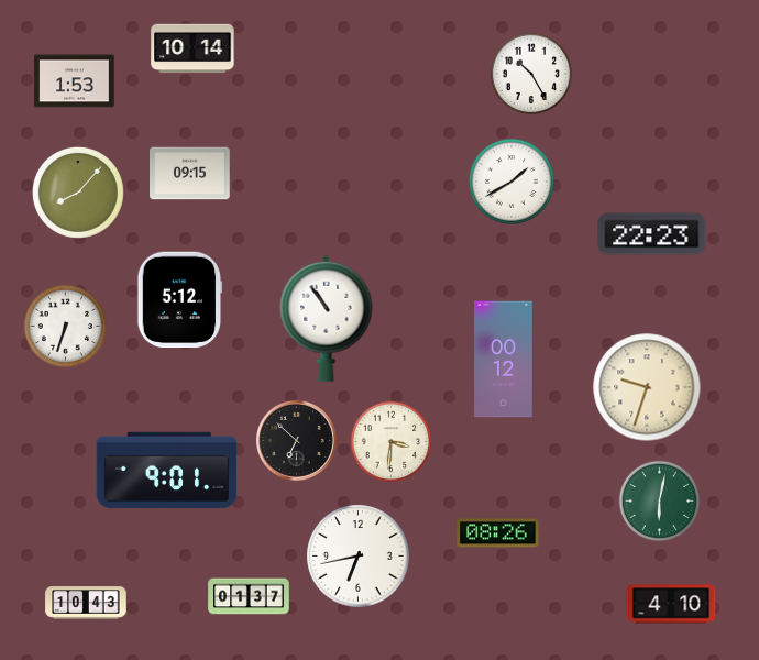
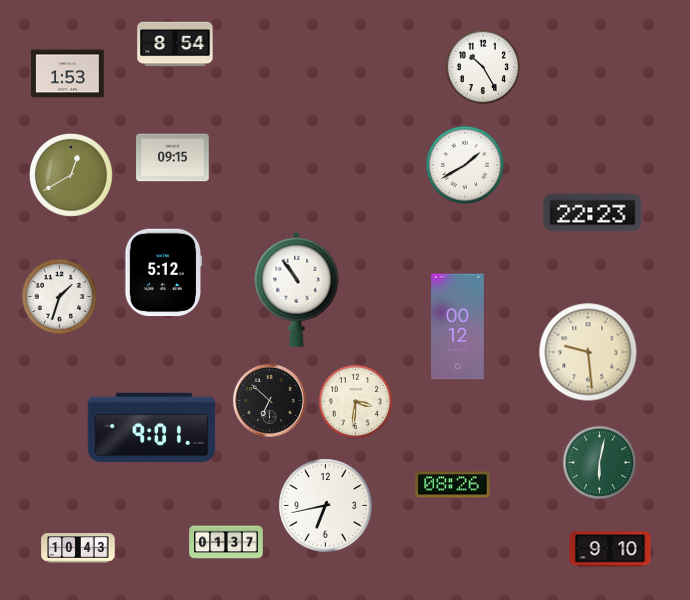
clock at (193, 48): 10:14 -> 8:54
clock at (78, 193): 8:07 -> 12:40
clock at (66, 327): 6:33 -> 1:33
clock at (647, 387): 9:33 -> 9:29
clock at (660, 502) position: (660, 502) -> (600, 463)
clock at (671, 604): 4:10 -> 9:10
